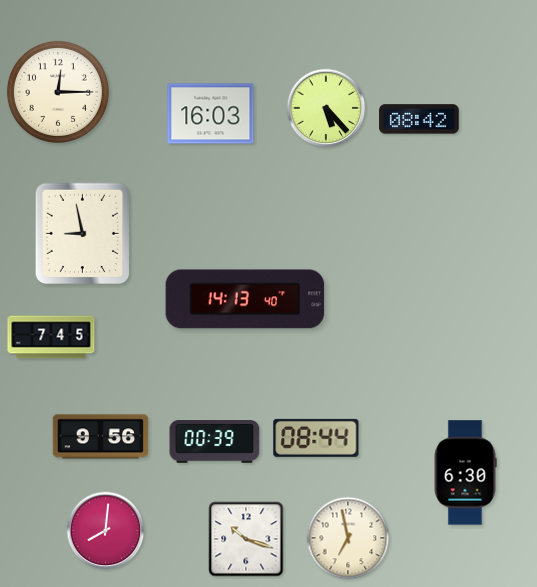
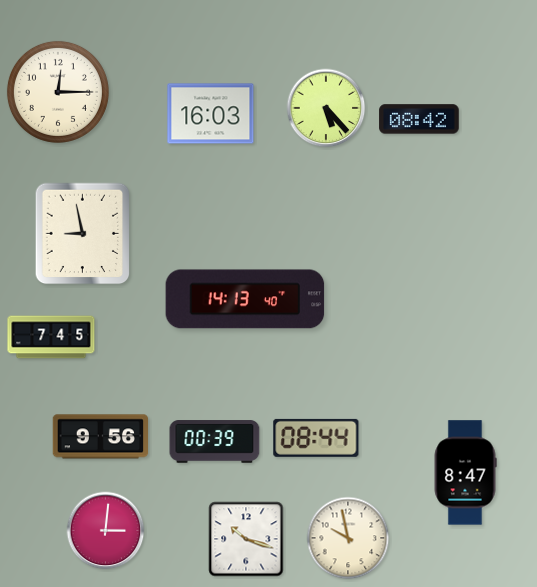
clock at (465, 473): 6:30 -> 8:47
clock at (106, 531): 8:01 -> 3:01
clock at (348, 538): 6:58 -> 9:58
